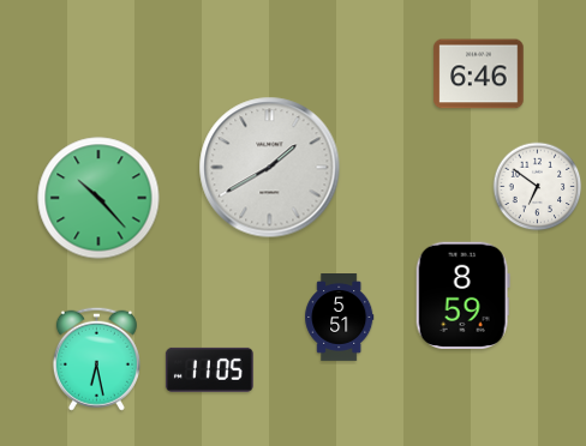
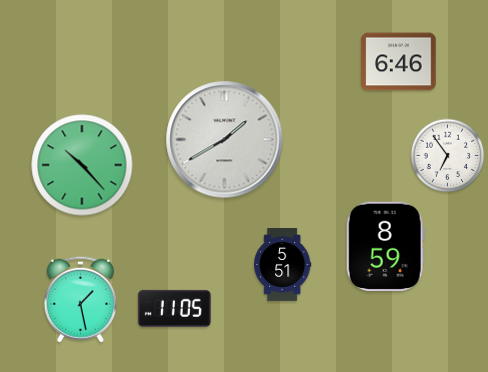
clock at (538, 187): 6:51 -> 6:54
clock at (96, 358): 6:28 -> 1:28
